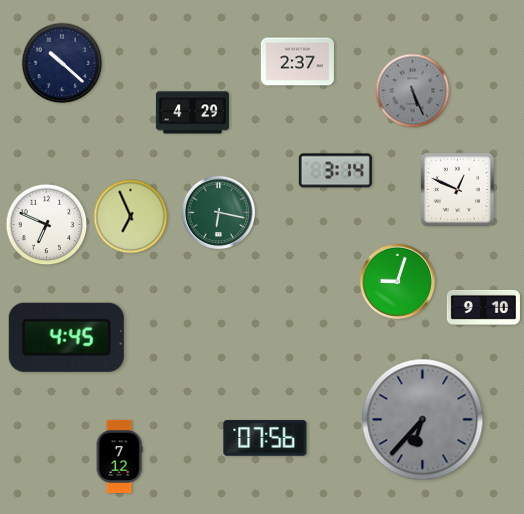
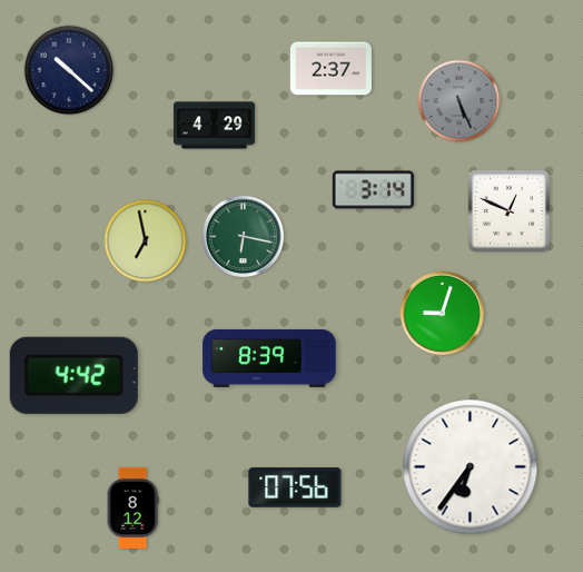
clock at (131, 217): 6:56 -> 6:58
clock at (47, 225): 6:49 -> none
clock at (483, 307): 9:10 -> none
clock at (269, 358): none -> 8:39
clock at (66, 337): 4:45 -> 4:42
clock at (423, 420): 6:37 -> 6:36
clock at (423, 420) dial: grey -> white
clock at (119, 456): 7:12 -> 8:12
